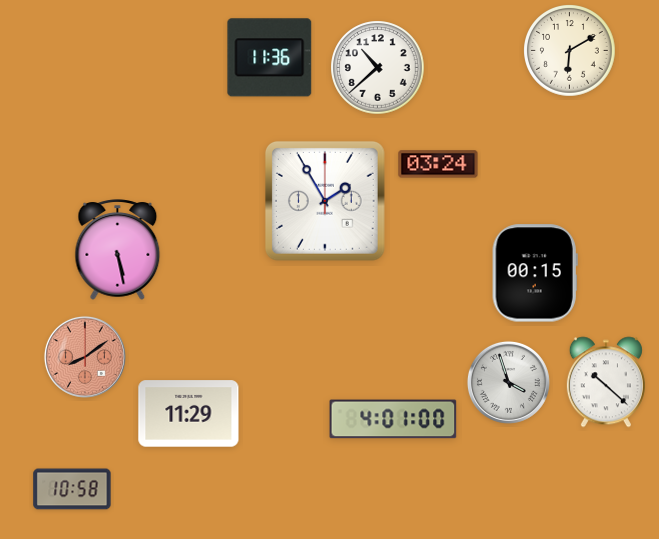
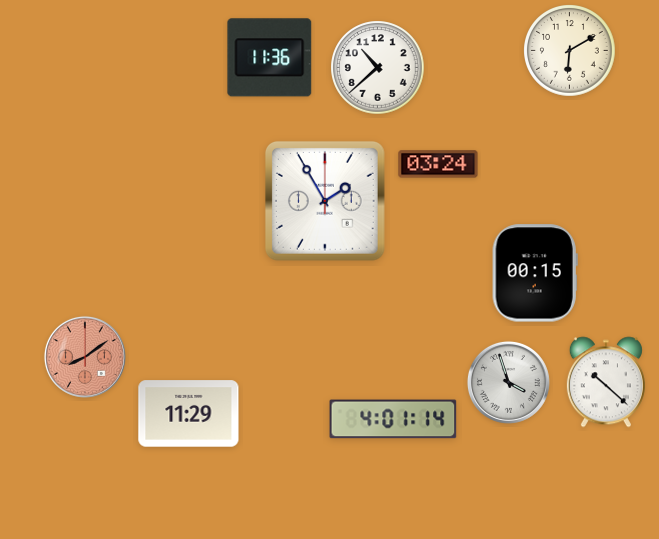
clock at (118, 250): 5:28 -> none
clock at (393, 419): 4:01:00 -> 4:01:14
clock at (72, 489): 10:58 -> none
